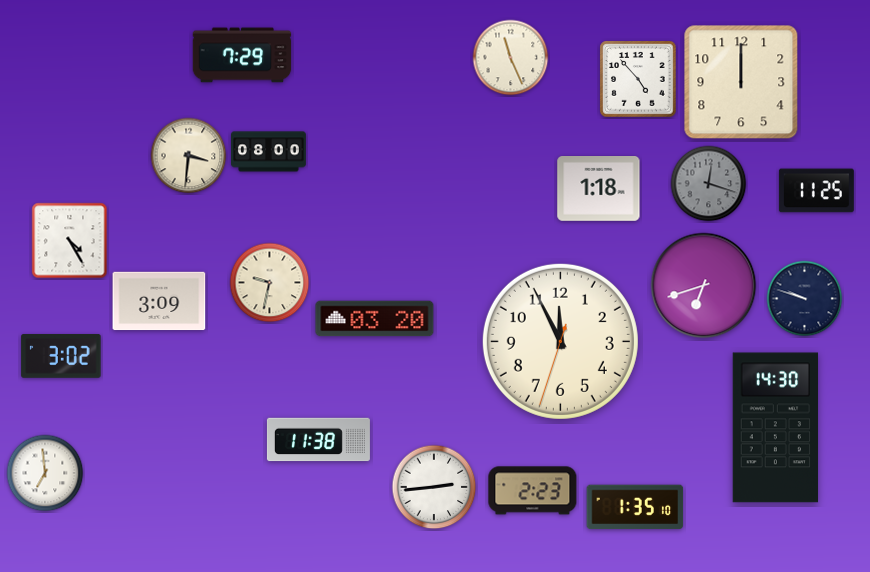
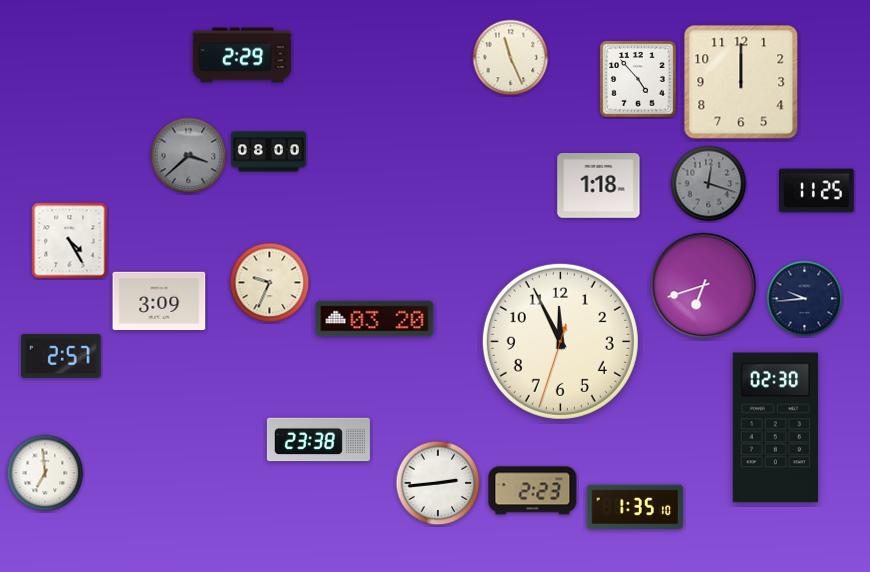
clock at (242, 55): 7:29 -> 2:29
clock at (189, 156): 3:31 -> 3:38
clock at (189, 156) dial: cream -> grey
clock at (599, 189) position: (599, 189) -> (599, 186)
clock at (270, 283): 9:32 -> 9:34
clock at (805, 299): 9:48 -> 9:44
clock at (61, 357): 3:02 -> 2:57
clock at (776, 428): 14:30 -> 02:30
clock at (318, 440): 11:38 -> 23:38
clock at (434, 487) position: (434, 487) -> (438, 483)
